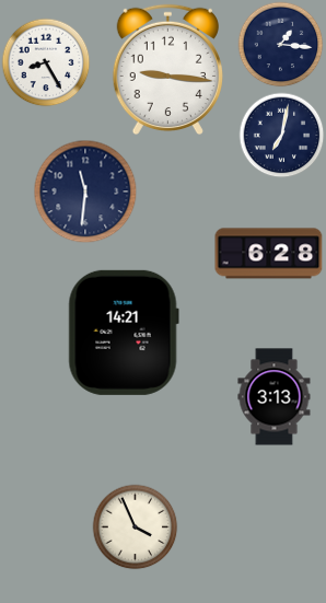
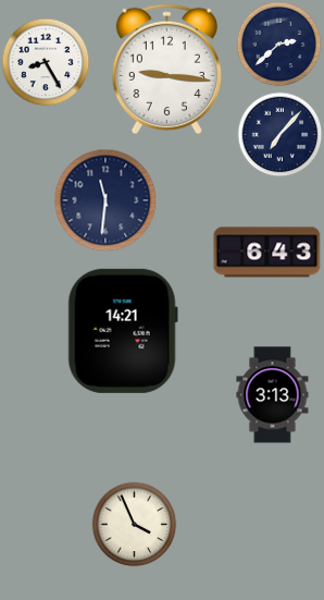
clock at (280, 44): 1:16 -> 2:38
clock at (281, 135): 7:02 -> 7:07
clock at (85, 192) position: (85, 192) -> (105, 200)
clock at (269, 254): 6:28 -> 6:43
